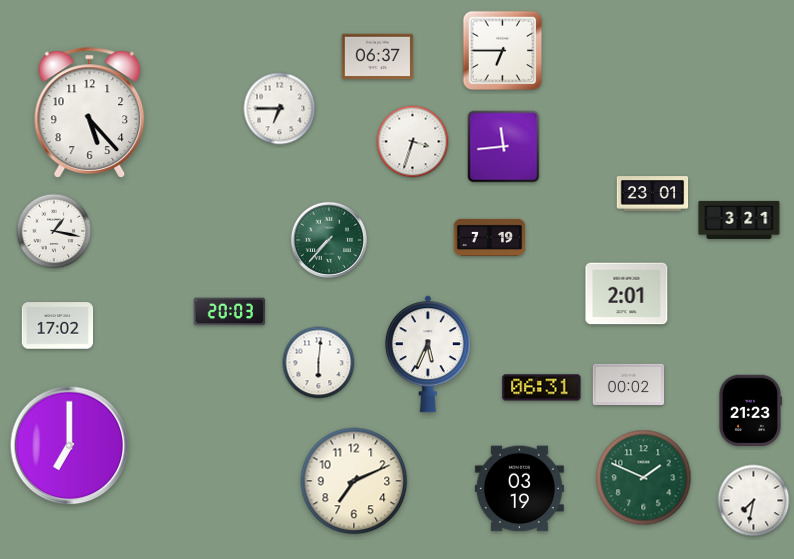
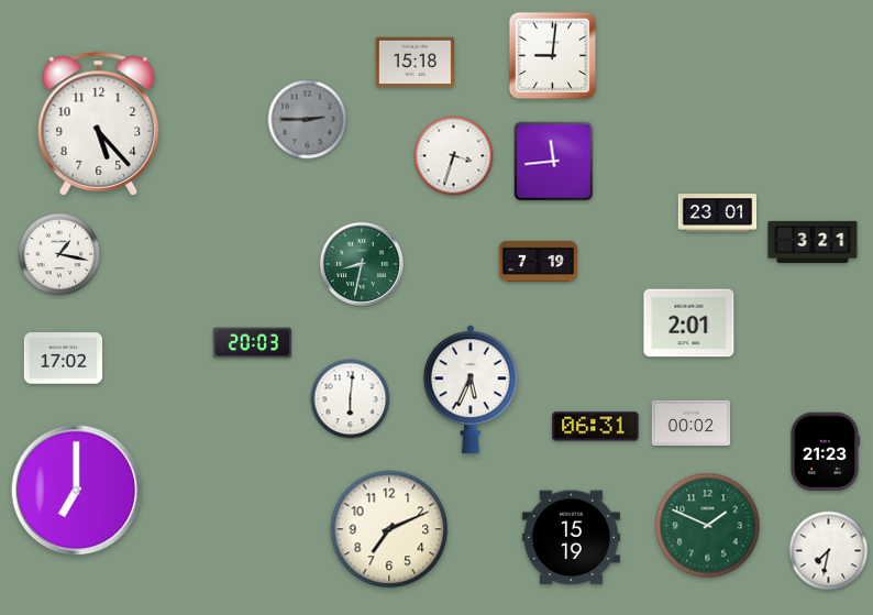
clock at (503, 51): 6:45 -> 9:01
clock at (378, 57): 06:37 -> 15:18
clock at (280, 109): 6:45 -> 2:45
clock at (280, 109) dial: white -> grey
clock at (329, 240): 7:37 -> 8:32
clock at (519, 489): 03:19 -> 15:19
